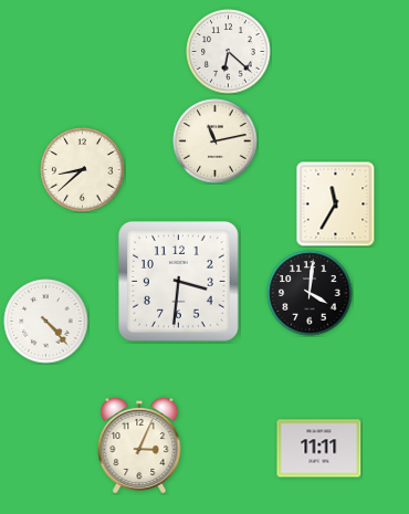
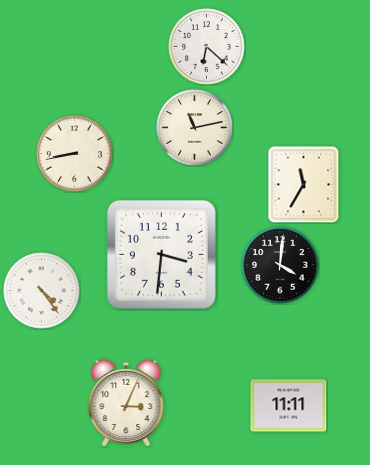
clock at (83, 170): 8:38 -> 8:43
clock at (46, 322): 4:23 -> 4:24
